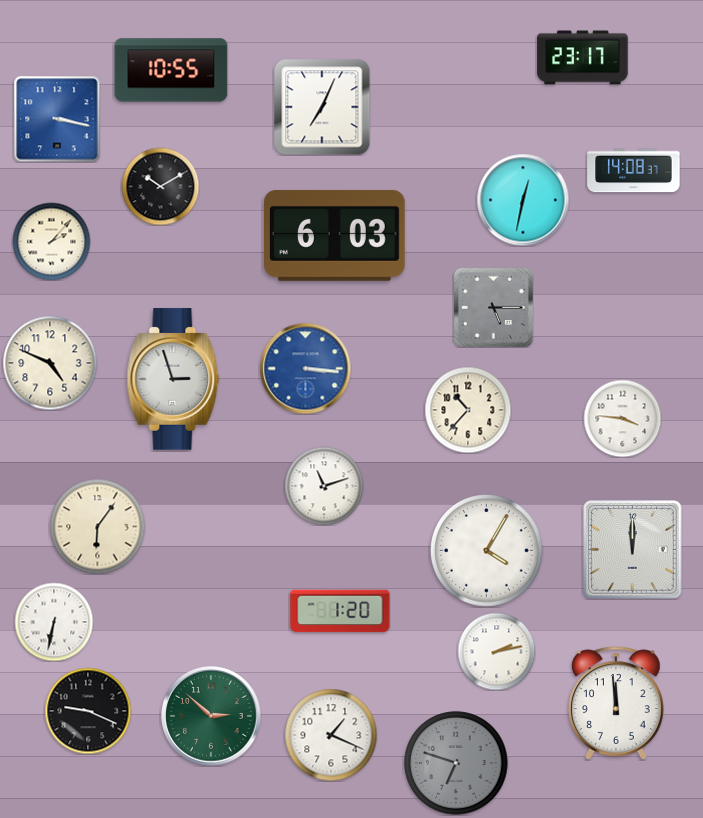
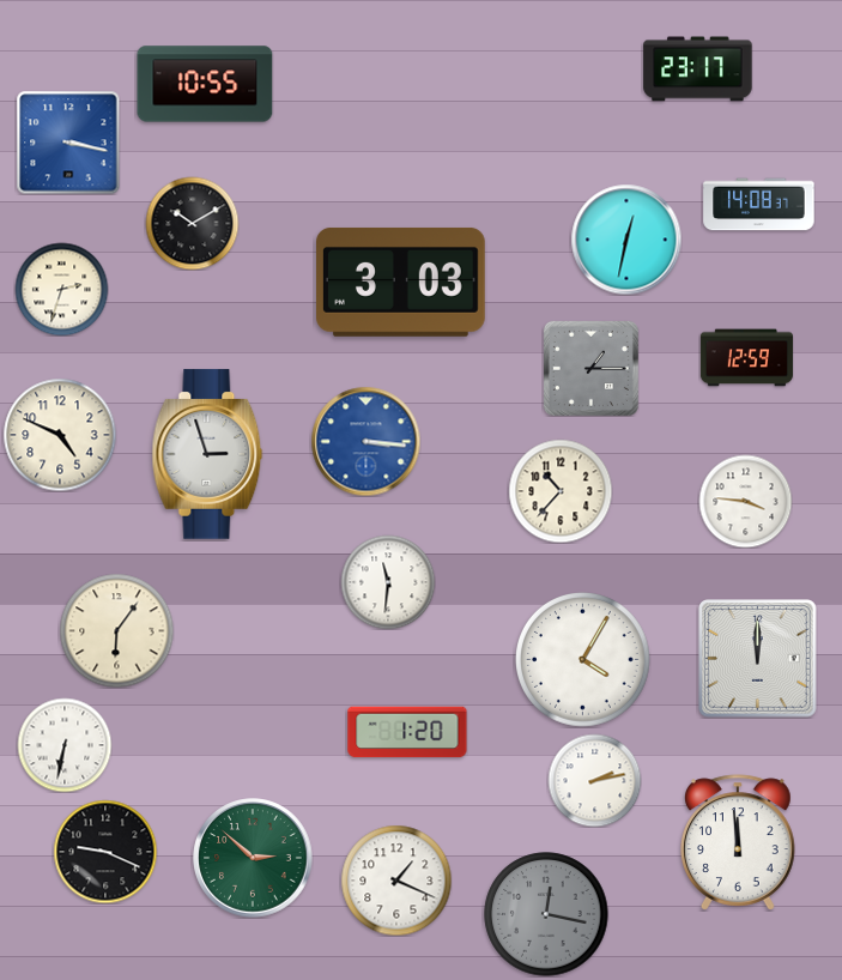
clock at (322, 107): 7:04 -> none
clock at (335, 235): 6:03 -> 3:03
clock at (51, 241): 2:07 -> 2:33
clock at (746, 358): none -> 12:59
clock at (493, 307): 5:15 -> 1:15
clock at (324, 486): 11:12 -> 11:31
clock at (456, 763): 6:48 -> 12:17
